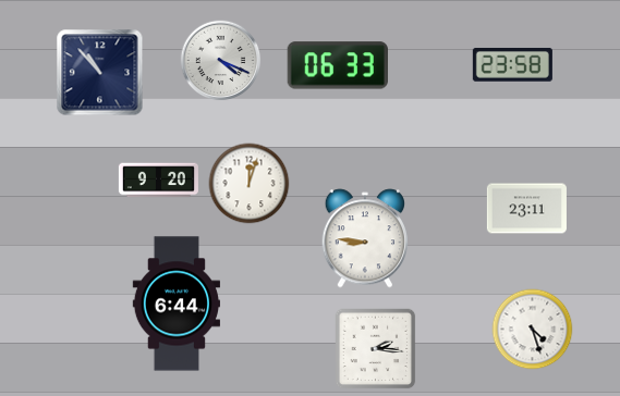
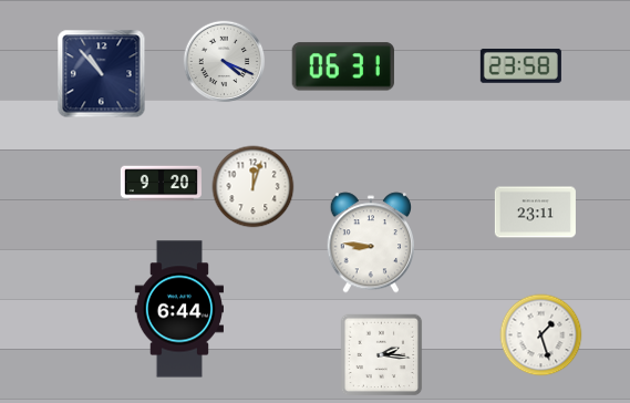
clock at (338, 65): 06:33 -> 06:31
clock at (533, 330): 4:27 -> 1:27
